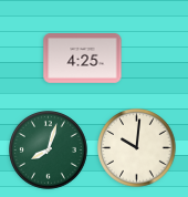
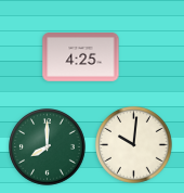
clock at (49, 151): 8:03 -> 8:00
